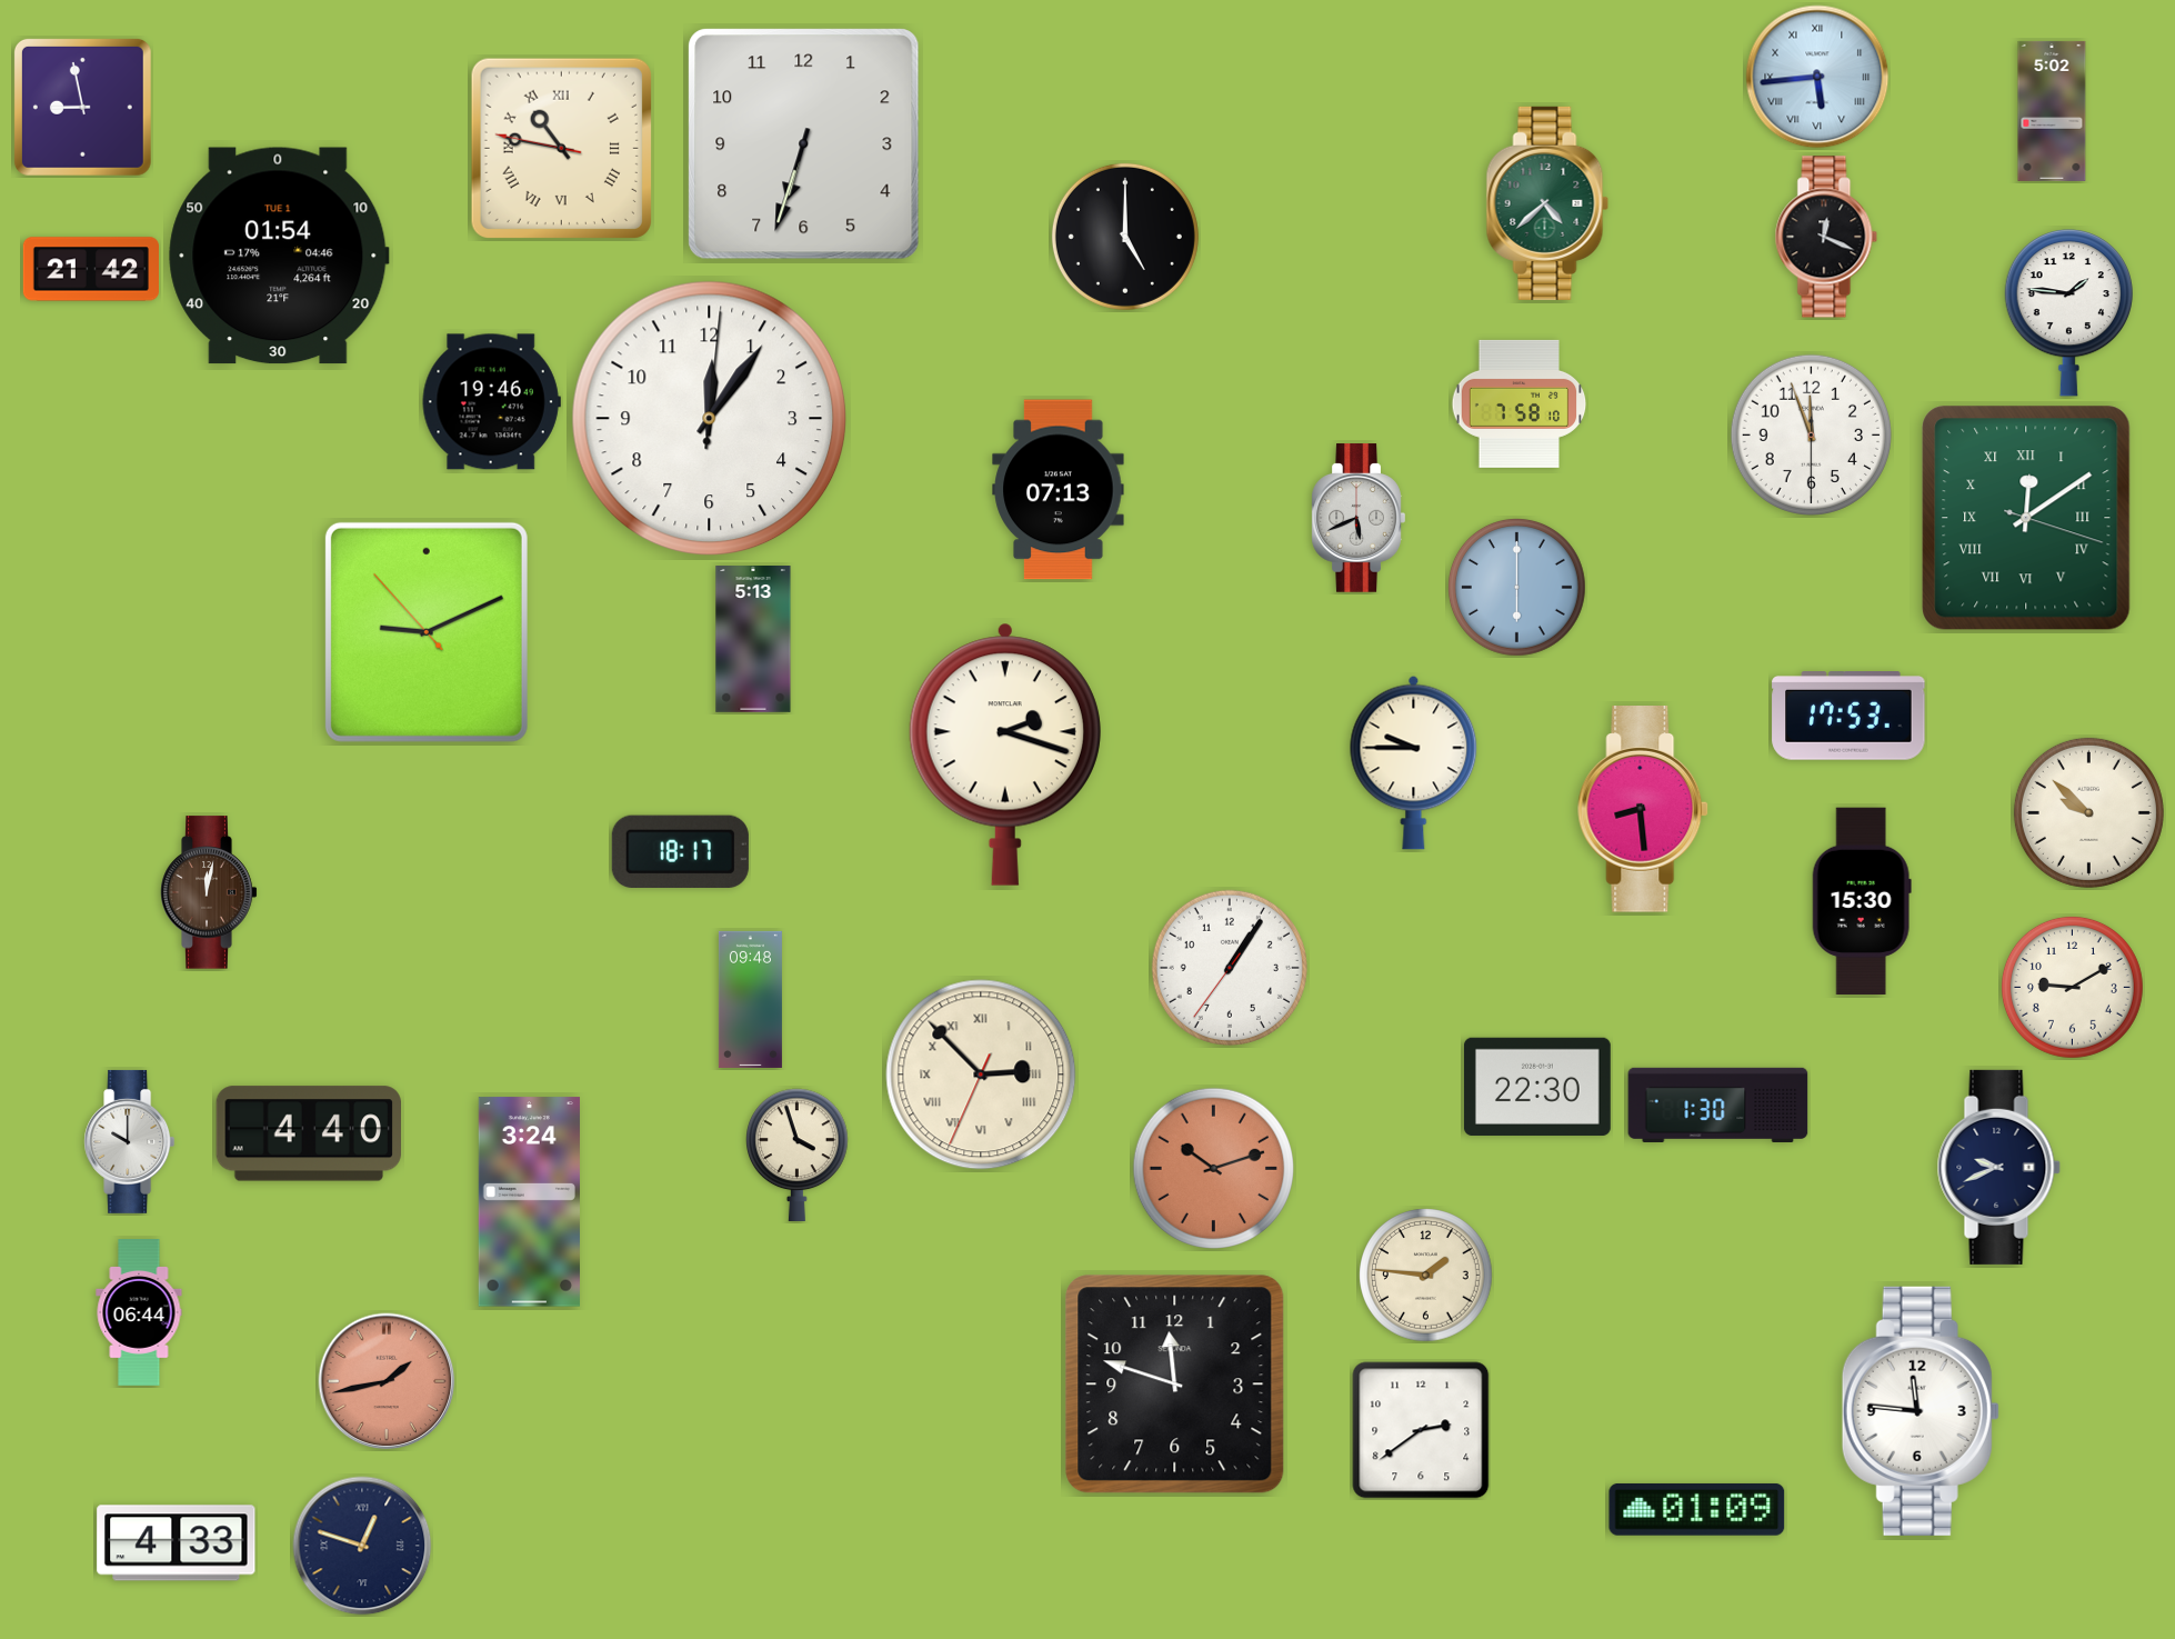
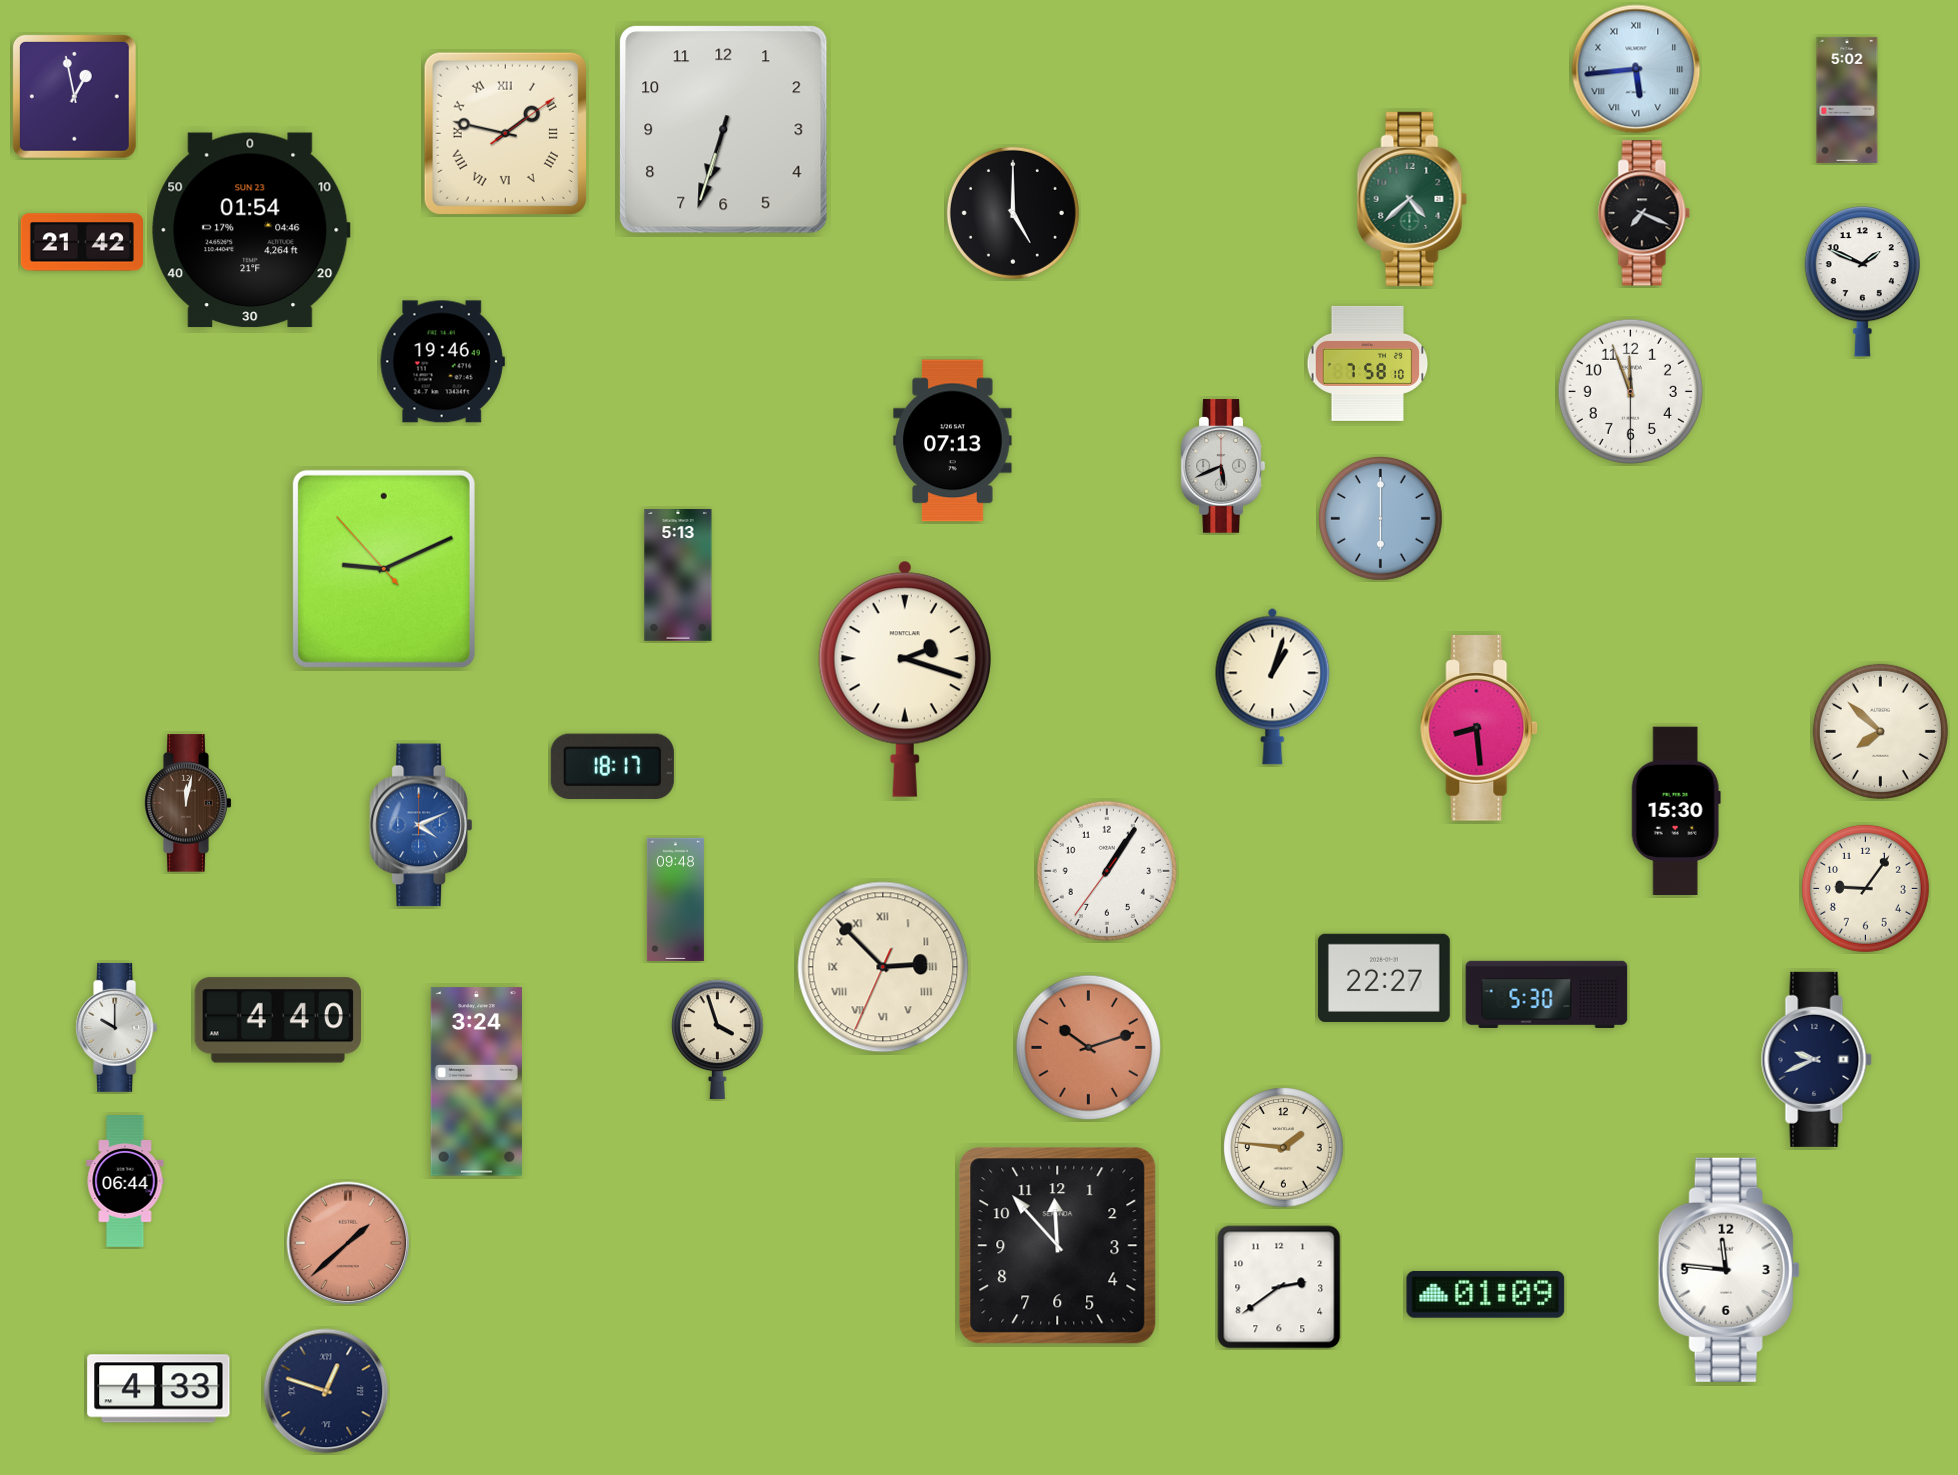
clock at (82, 107): 8:58 -> 12:58
clock at (561, 148): 10:46 -> 1:47
clock at (1547, 203) position: (1547, 203) -> (1412, 199)
clock at (1826, 237): 12:19 -> 7:19
clock at (279, 256) date: TUE 1 -> SUN 23
clock at (2068, 313): 1:46 -> 1:49
clock at (710, 419): 12:06 -> none
clock at (2026, 518): 12:09 -> none
clock at (1516, 587) position: (1516, 587) -> (1380, 518)
clock at (1848, 717): 17:53 -> none
clock at (1414, 762): 9:45 -> 1:03
clock at (2088, 812): 9:52 -> 7:52
clock at (421, 825): none -> 4:11
clock at (2072, 987): 9:10 -> 9:06
clock at (1537, 1087): 22:30 -> 22:27
clock at (1718, 1105): 1:30 -> 5:30
clock at (1998, 1167) position: (1998, 1167) -> (1816, 1059)
clock at (1213, 1168) position: (1213, 1168) -> (1088, 1047)
clock at (387, 1381): 1:43 -> 1:38
clock at (1175, 1385): 11:48 -> 11:53
clock at (1697, 1509) position: (1697, 1509) -> (1486, 1294)
